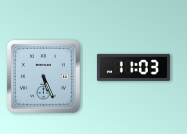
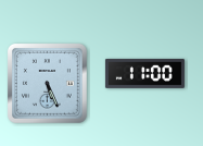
clock at (133, 67): 11:03 -> 11:00
